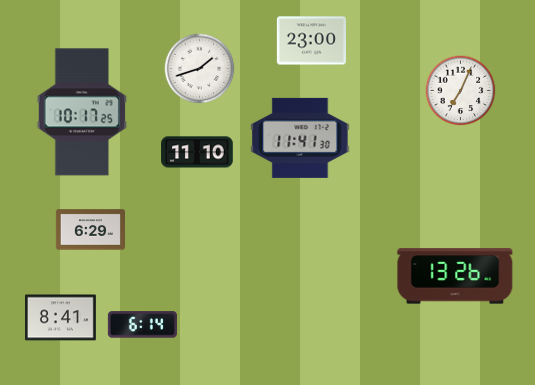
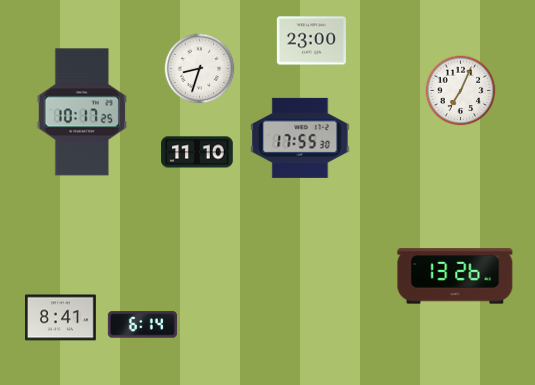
clock at (200, 69): 1:42 -> 8:33
clock at (300, 138): 11:41 -> 17:55
clock at (90, 230): 6:29 -> none
